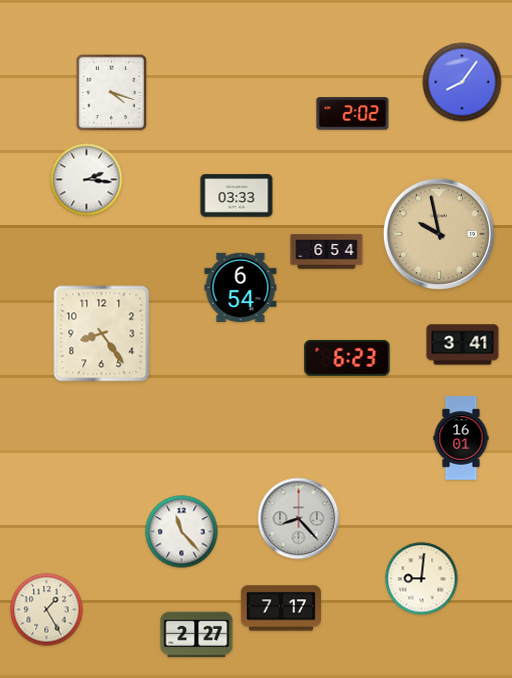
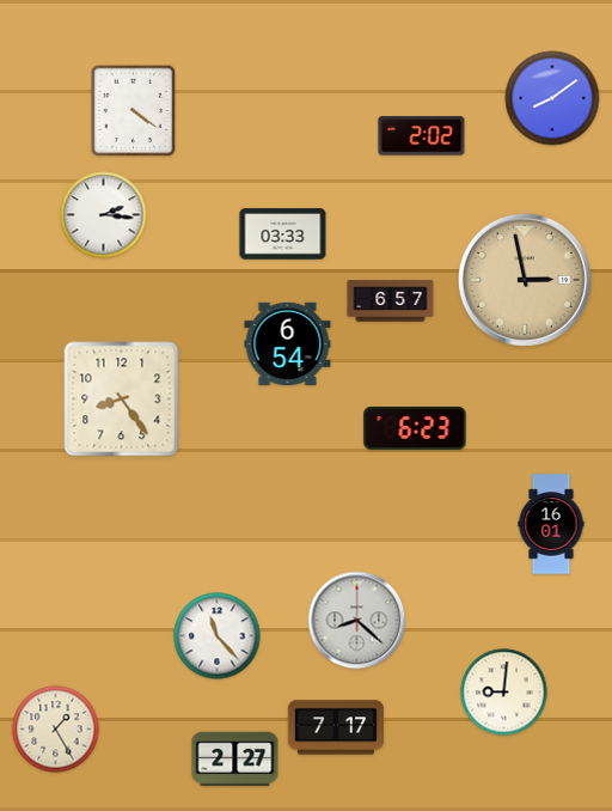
clock at (462, 82): 8:06 -> 8:09
clock at (112, 93): 4:18 -> 4:21
clock at (439, 234): 9:58 -> 2:58
clock at (327, 252): 6:54 -> 6:57
clock at (463, 345): 3:41 -> none
clock at (299, 519): 8:23 -> 8:22
